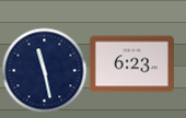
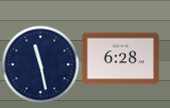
clock at (131, 64): 6:23 -> 6:28
